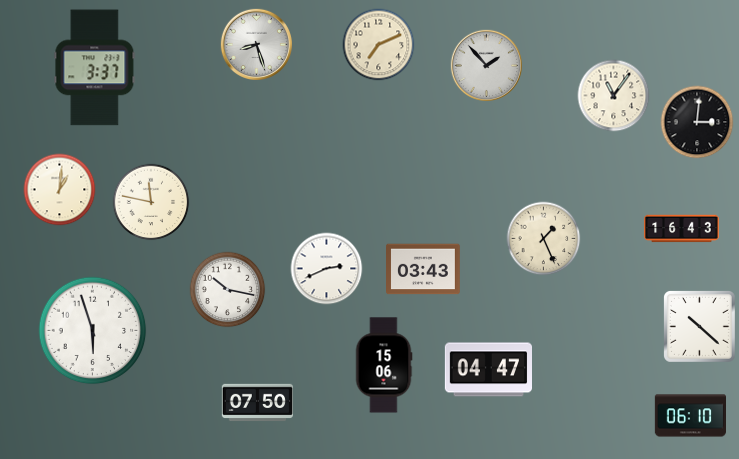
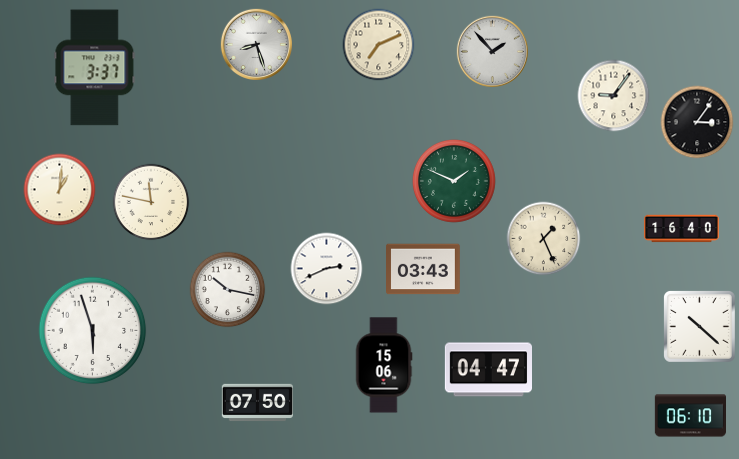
clock at (486, 65) position: (486, 65) -> (492, 51)
clock at (614, 96): 11:06 -> 9:06
clock at (697, 122): 3:01 -> 3:06
clock at (454, 181): none -> 1:49
clock at (682, 229): 16:43 -> 16:40
